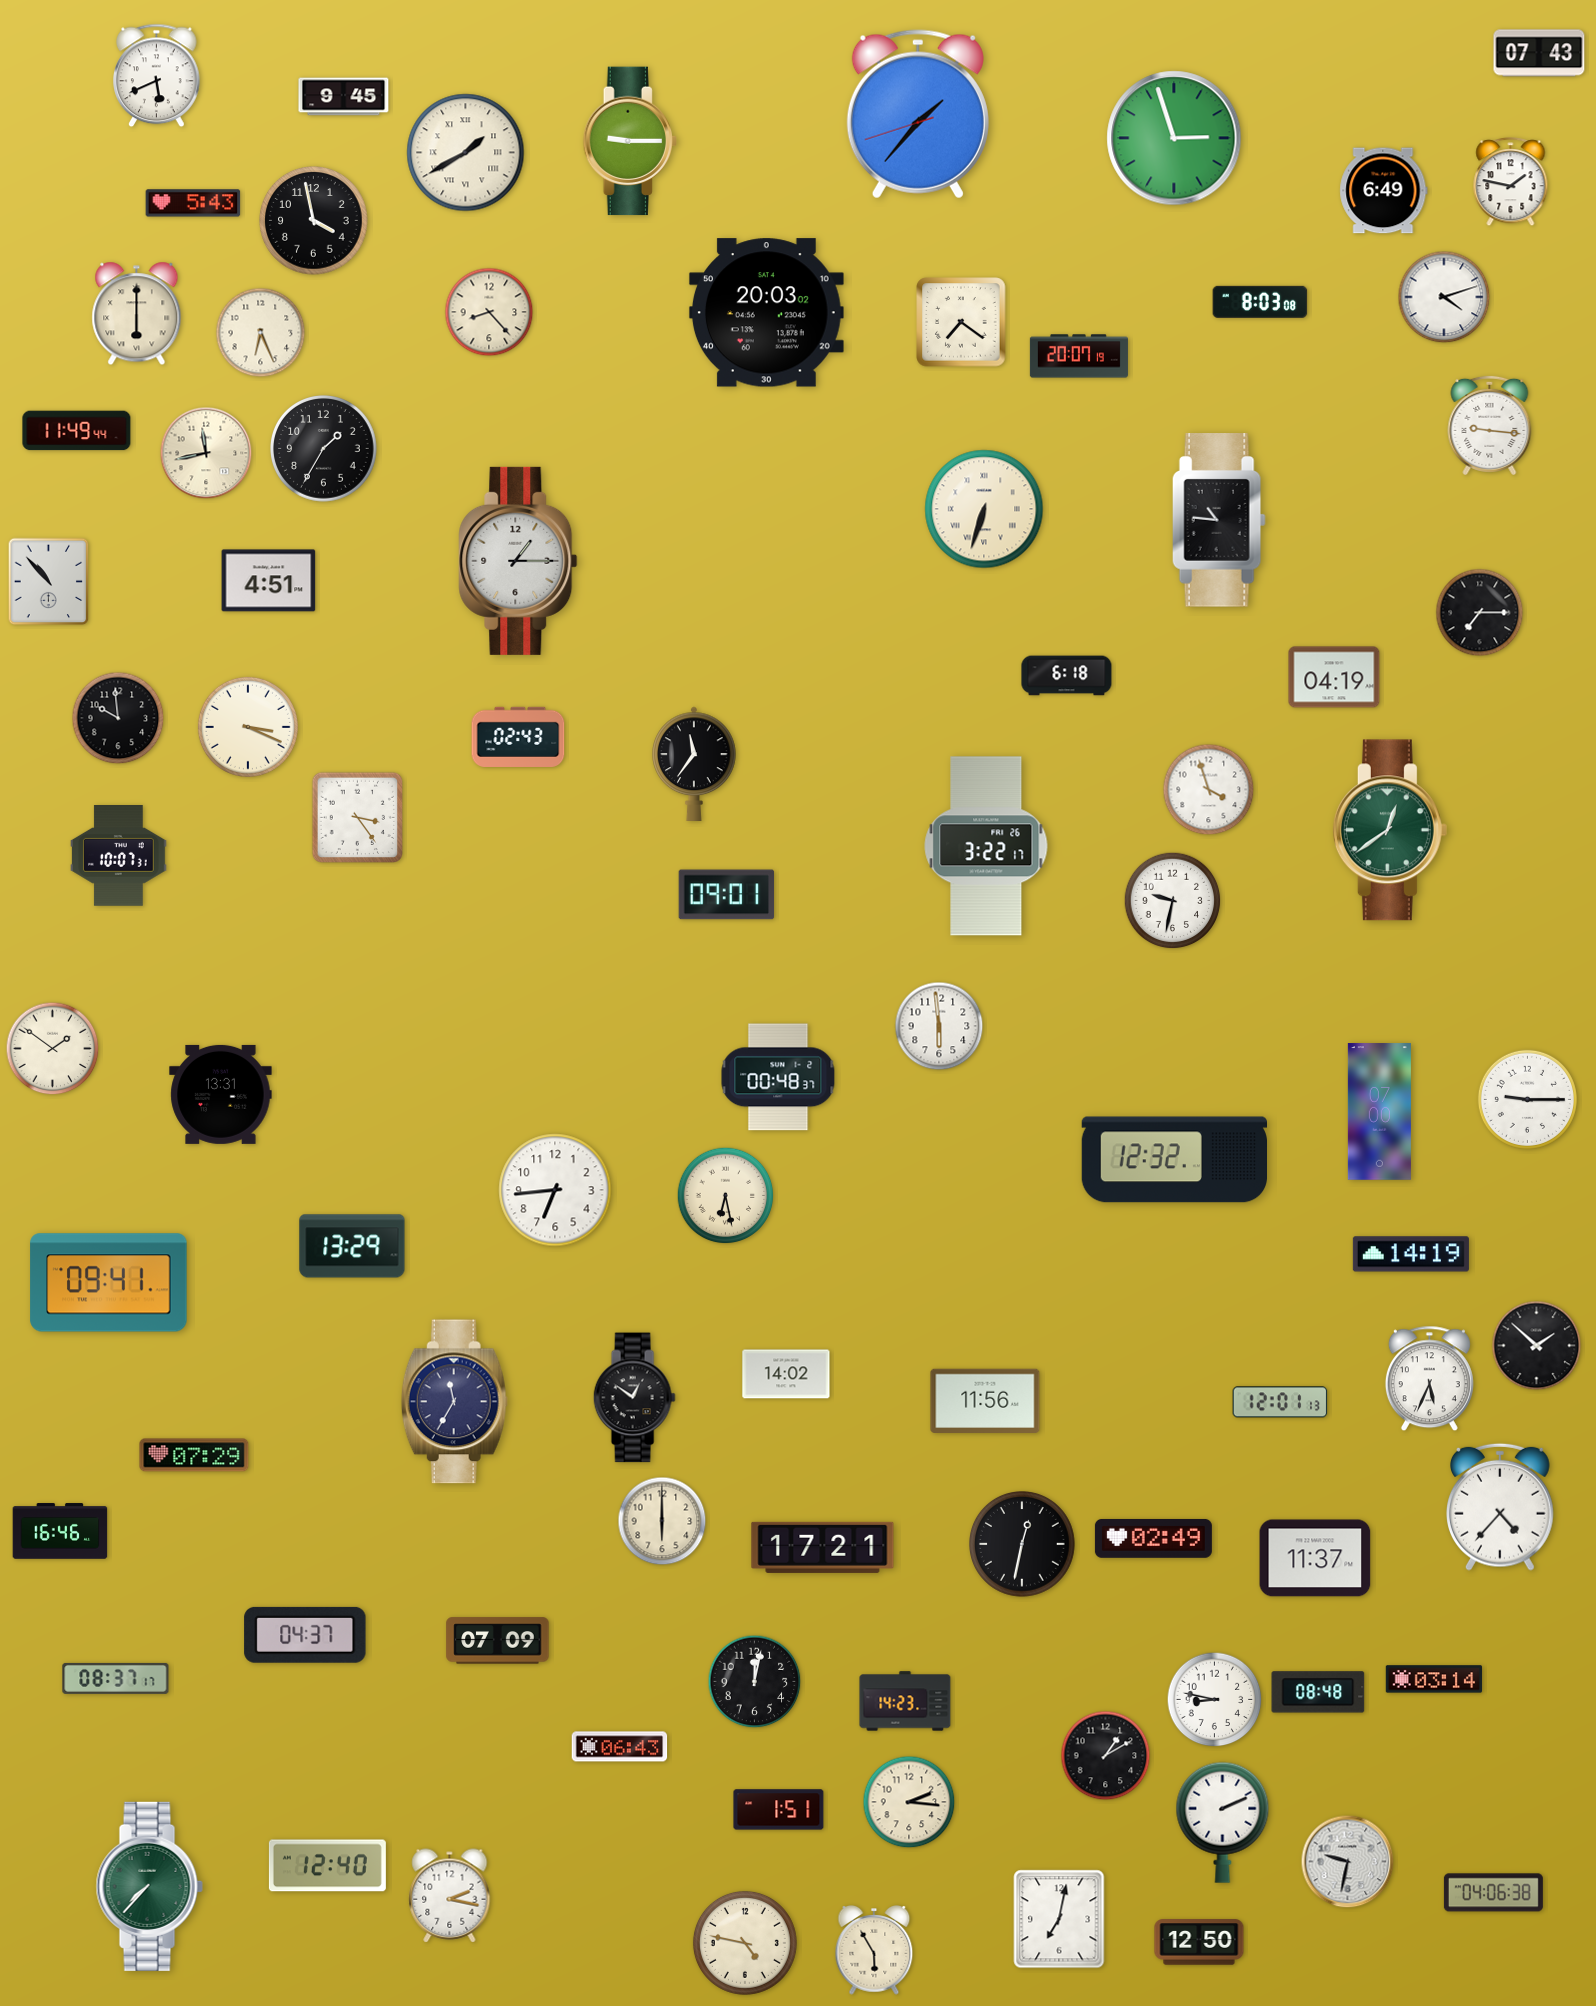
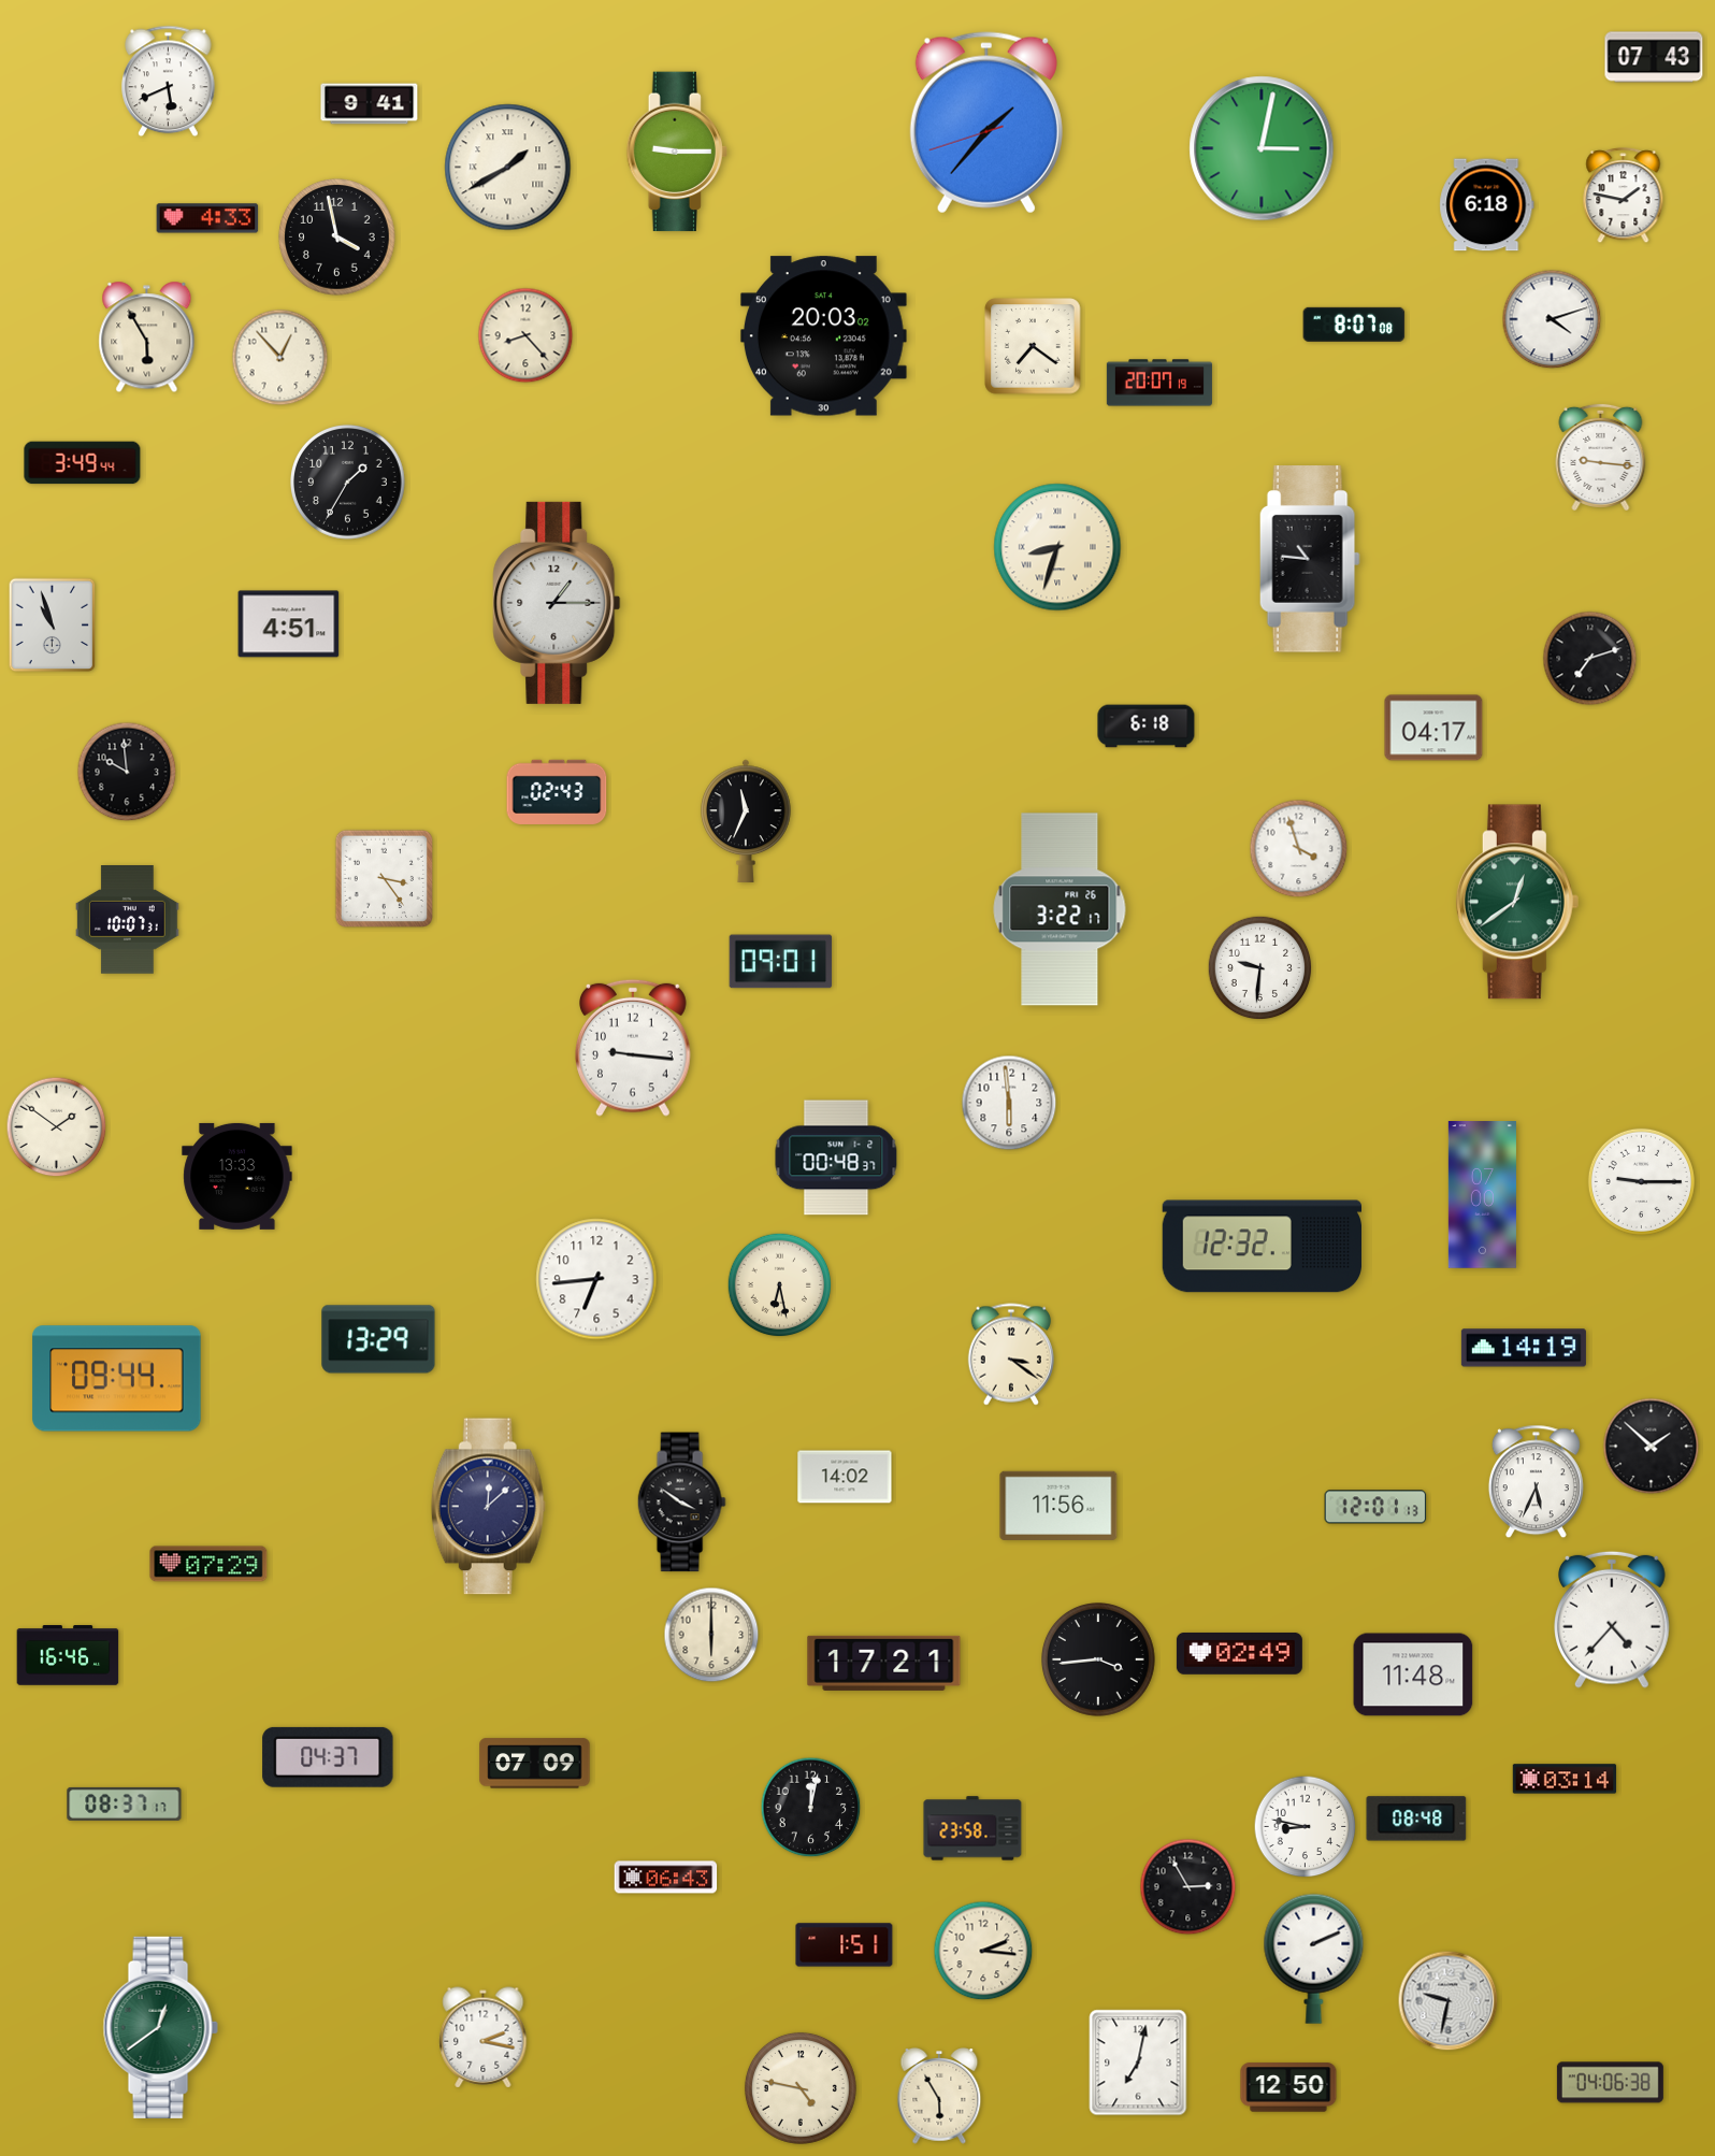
clock at (344, 97): 9:45 -> 9:41
clock at (1174, 138): 2:57 -> 3:02
clock at (466, 153) position: (466, 153) -> (508, 168)
clock at (1384, 191): 6:49 -> 6:18
clock at (193, 203): 5:43 -> 4:33
clock at (1260, 302): 8:03 -> 8:07
clock at (137, 314): 6:00 -> 5:55
clock at (261, 333): 6:26 -> 12:53
clock at (77, 431): 11:49 -> 3:49
clock at (206, 453): 11:43 -> none
clock at (984, 509): 6:33 -> 8:33
clock at (49, 582): 10:53 -> 10:57
clock at (1480, 613): 7:15 -> 7:12
clock at (1334, 677): 04:19 -> 04:17
clock at (248, 727): 3:19 -> none
clock at (694, 763): 11:36 -> 11:34
clock at (1390, 830) position: (1390, 830) -> (1517, 902)
clock at (1173, 901): 9:32 -> 9:31
clock at (634, 1048): none -> 9:16
clock at (221, 1094): 13:31 -> 13:33
clock at (1411, 1254) position: (1411, 1254) -> (1524, 1348)
clock at (1011, 1354): none -> 3:21
clock at (109, 1283): 09:41 -> 09:44
clock at (634, 1398): 12:51 -> 3:51
clock at (454, 1402): 11:35 -> 12:08
clock at (60, 1531) position: (60, 1531) -> (68, 1655)
clock at (1023, 1545): 12:32 -> 3:44
clock at (1315, 1558): 11:37 -> 11:48
clock at (1434, 1679) position: (1434, 1679) -> (1565, 1779)
clock at (905, 1701): 14:23 -> 23:58
clock at (1106, 1756): 1:10 -> 2:55
clock at (909, 1802) position: (909, 1802) -> (983, 1951)
clock at (779, 1810) position: (779, 1810) -> (845, 1945)
clock at (327, 1866): 12:40 -> none
clock at (149, 1886): 7:37 -> 12:39
clock at (1493, 1893) position: (1493, 1893) -> (1610, 2083)
